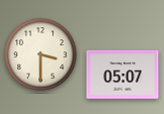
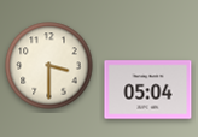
clock at (123, 75): 05:07 -> 05:04
